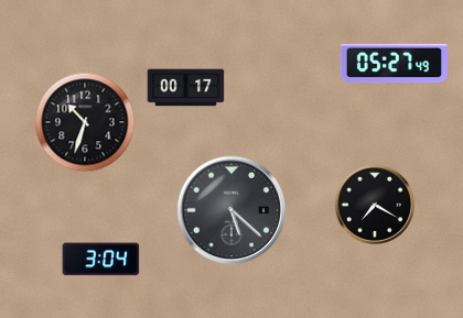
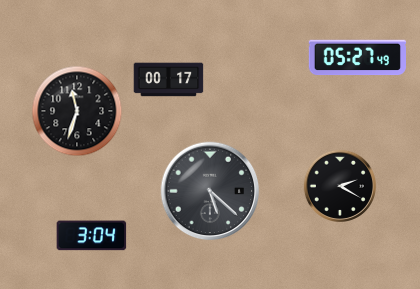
clock at (85, 122): 10:33 -> 11:33
clock at (375, 205): 7:20 -> 2:20
